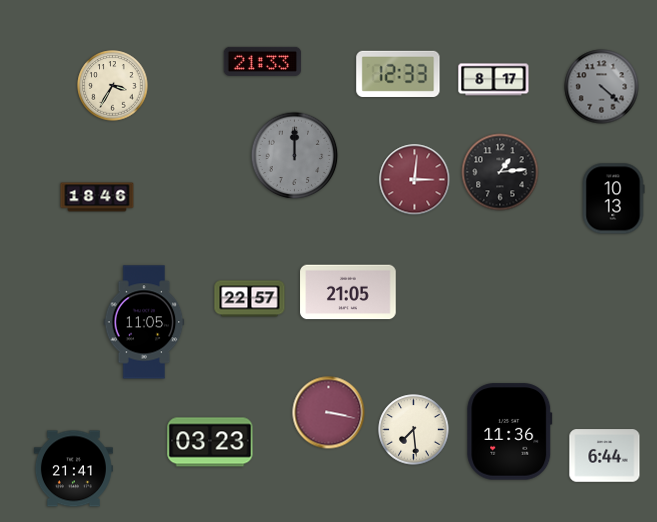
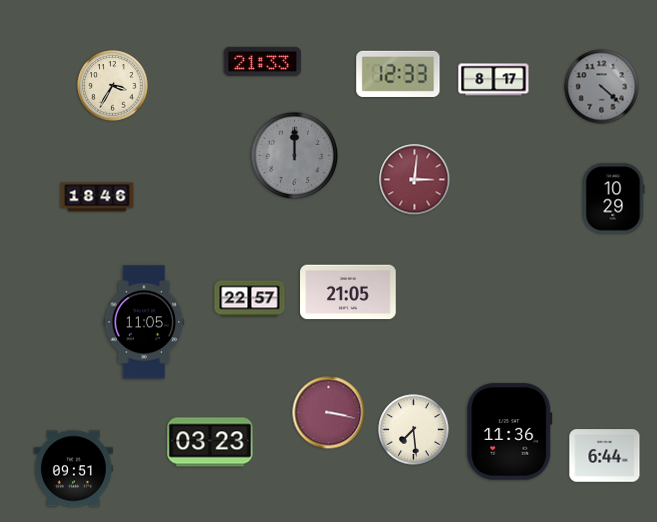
clock at (500, 172): 1:14 -> none
clock at (613, 199): 10:13 -> 10:29
clock at (73, 469): 21:41 -> 09:51
